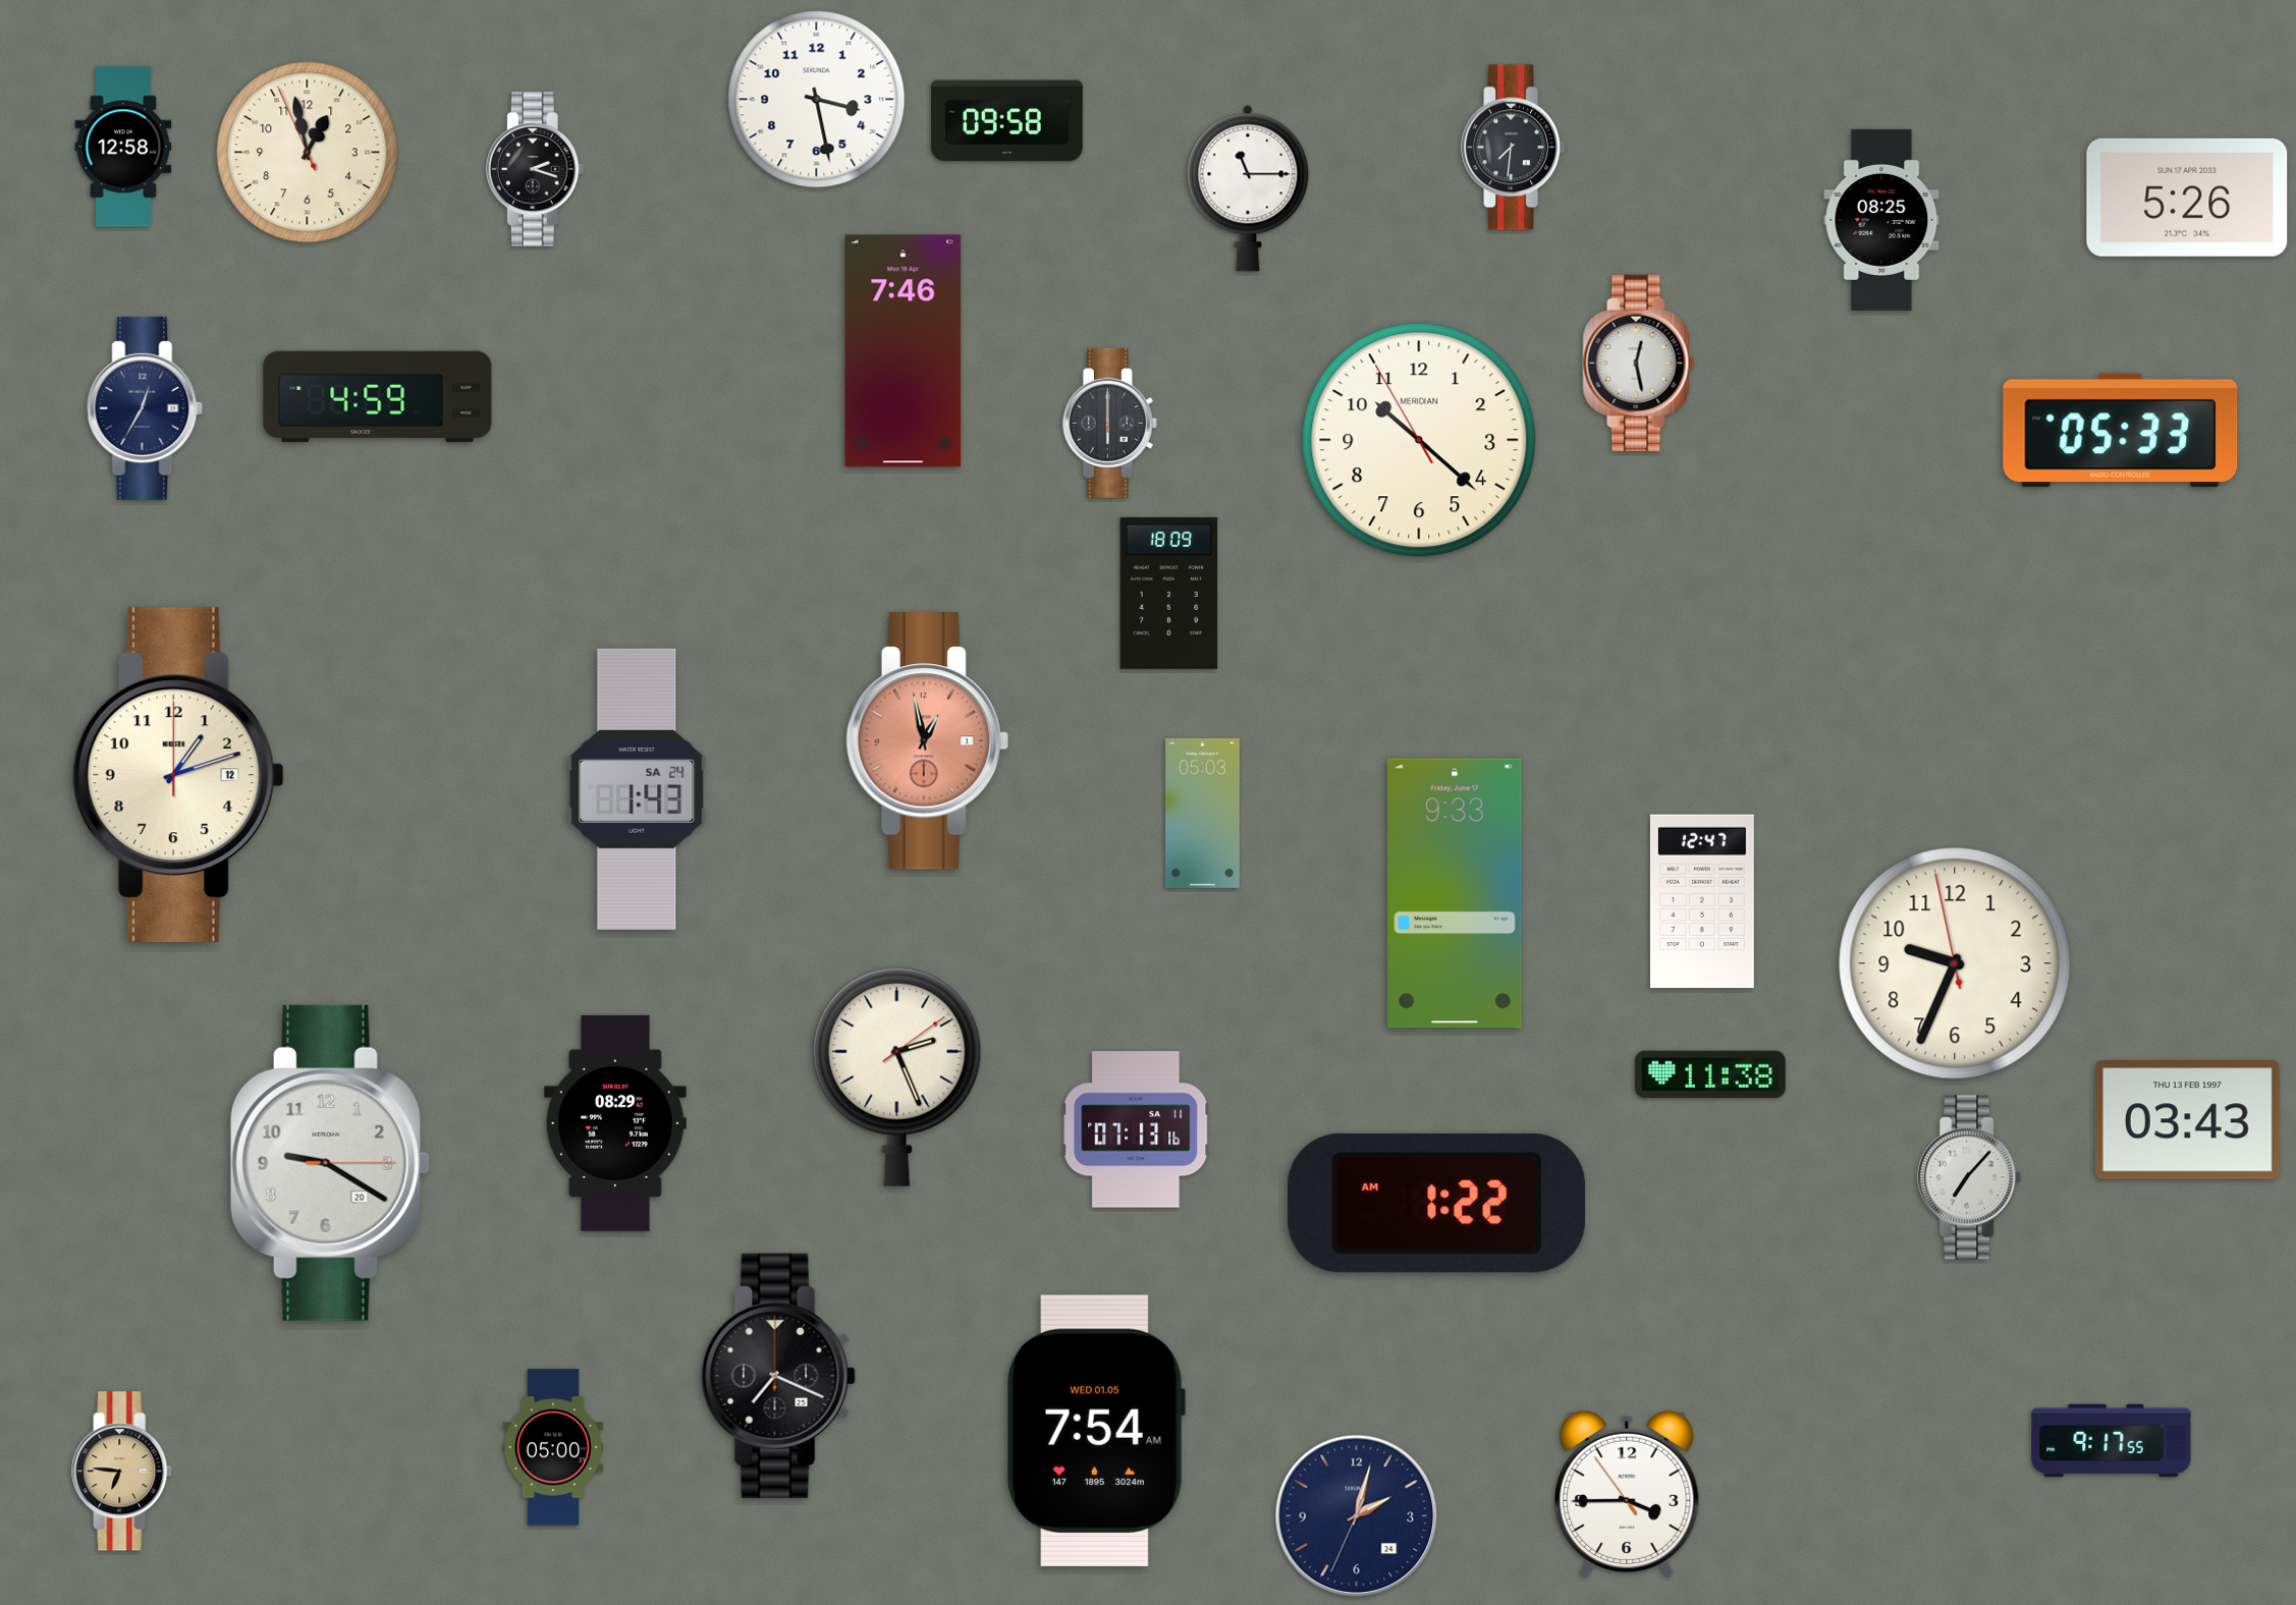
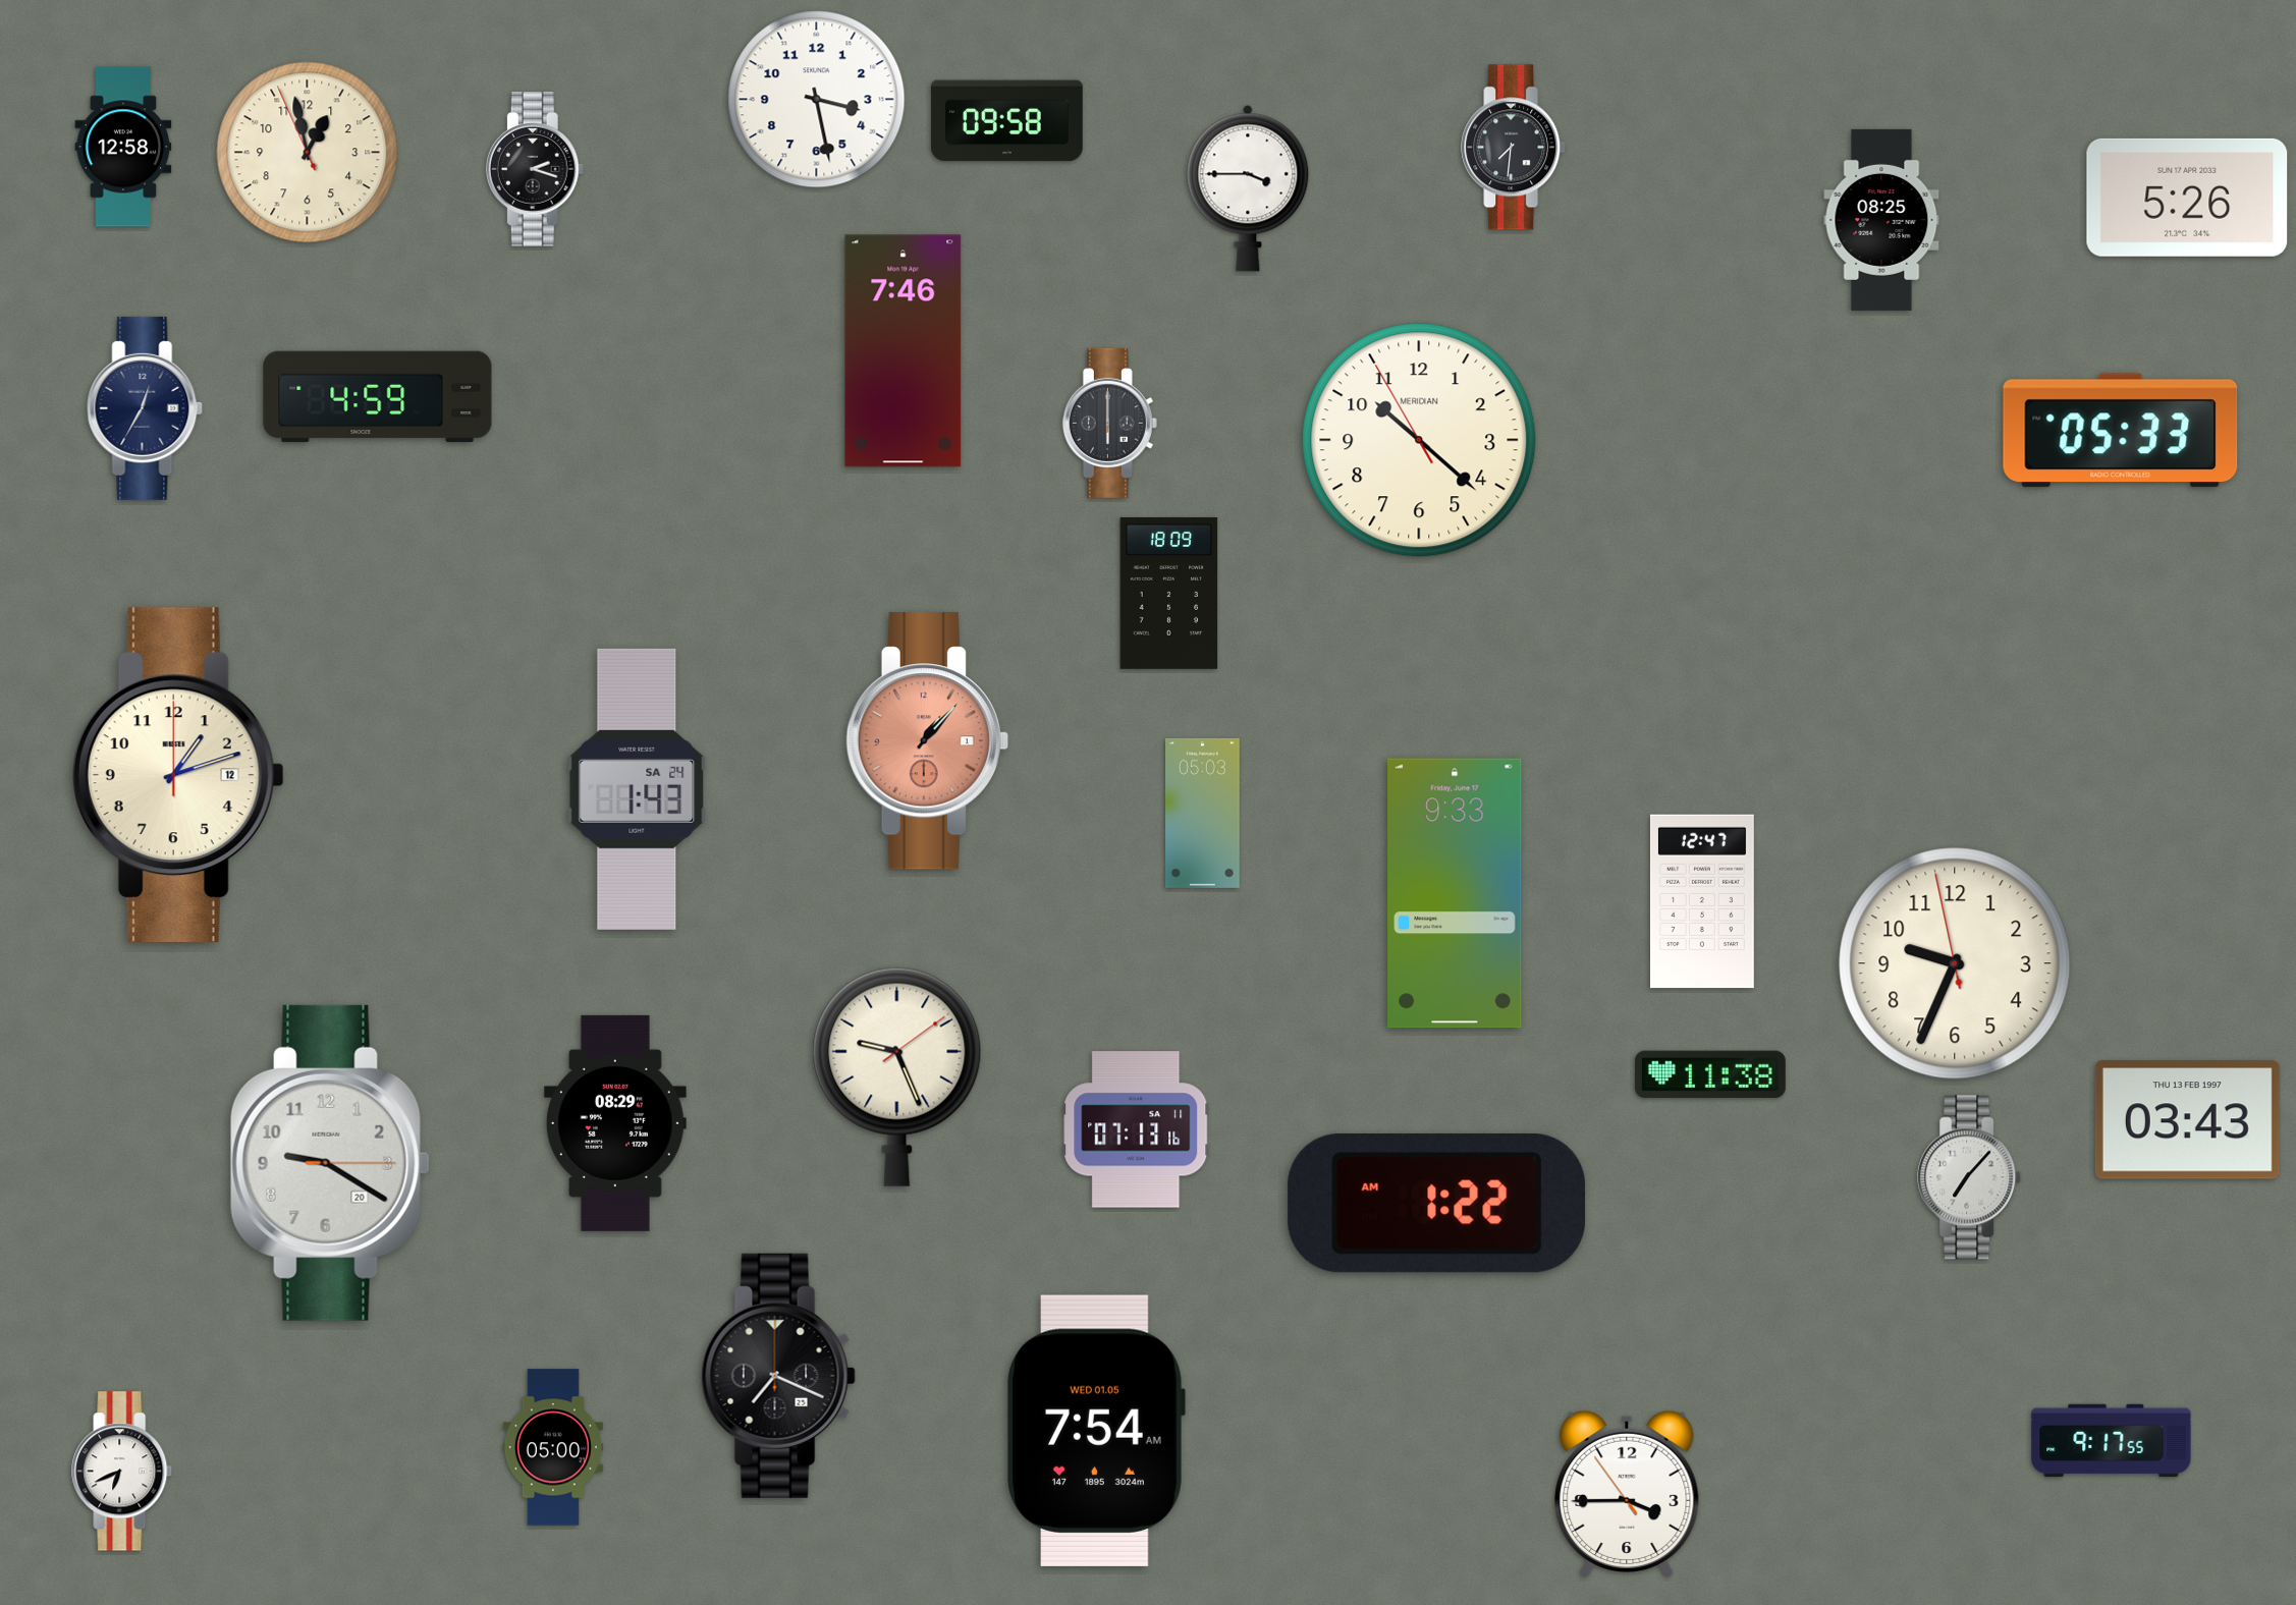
clock at (1248, 188): 11:15 -> 3:45
clock at (1639, 363): 12:28 -> none
clock at (927, 741): 12:58 -> 1:07
clock at (897, 1076): 2:26 -> 9:26
clock at (122, 1472): 6:46 -> 6:41
clock at (122, 1472) dial: champagne -> white
clock at (1357, 1516): 2:02 -> none
